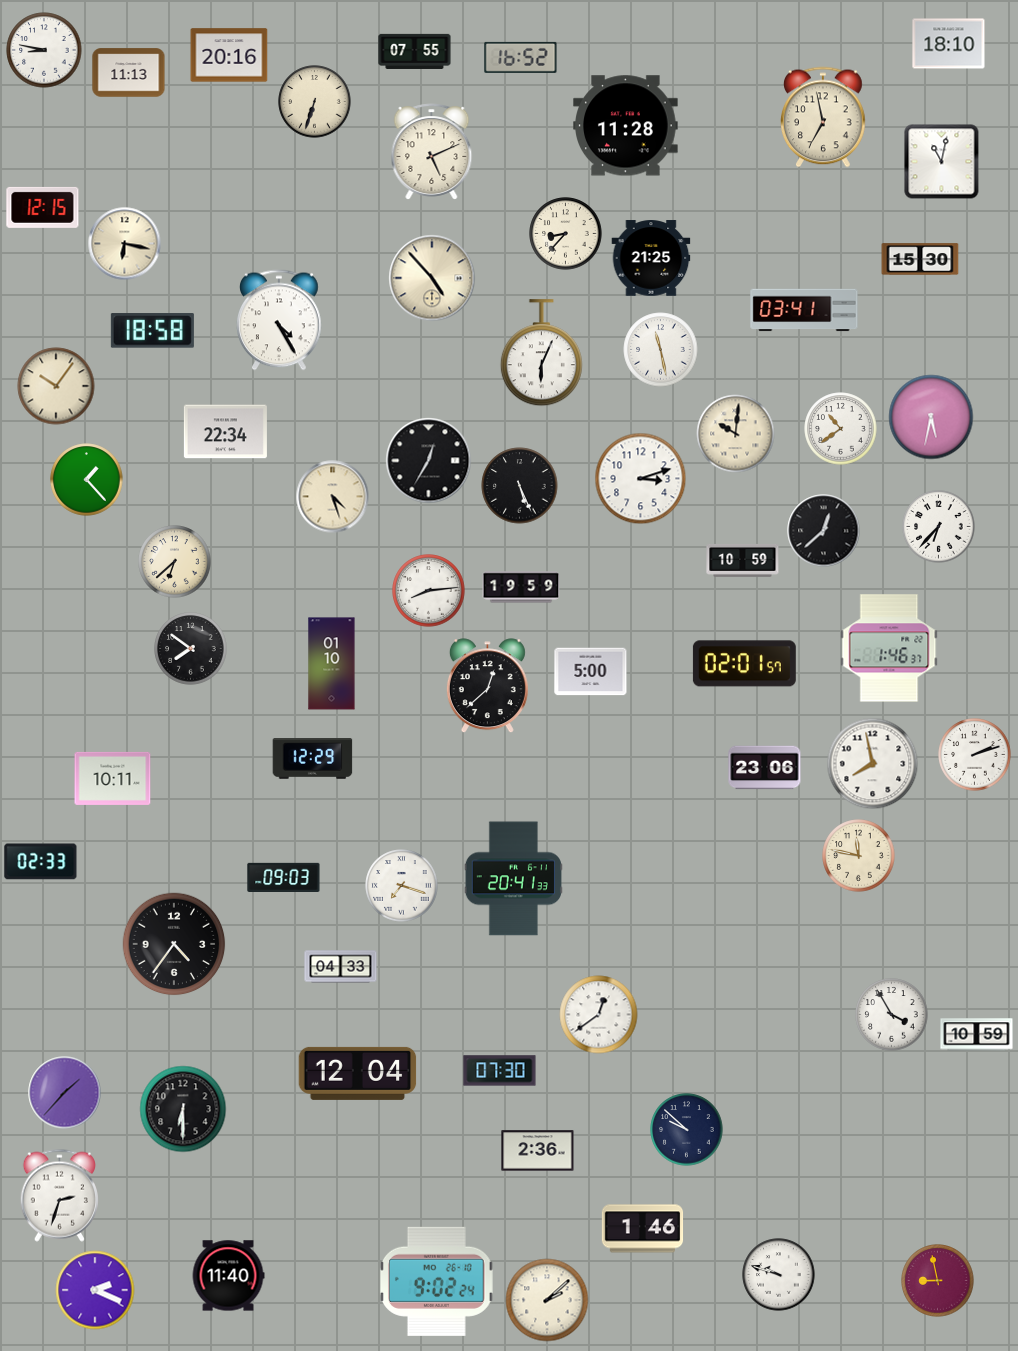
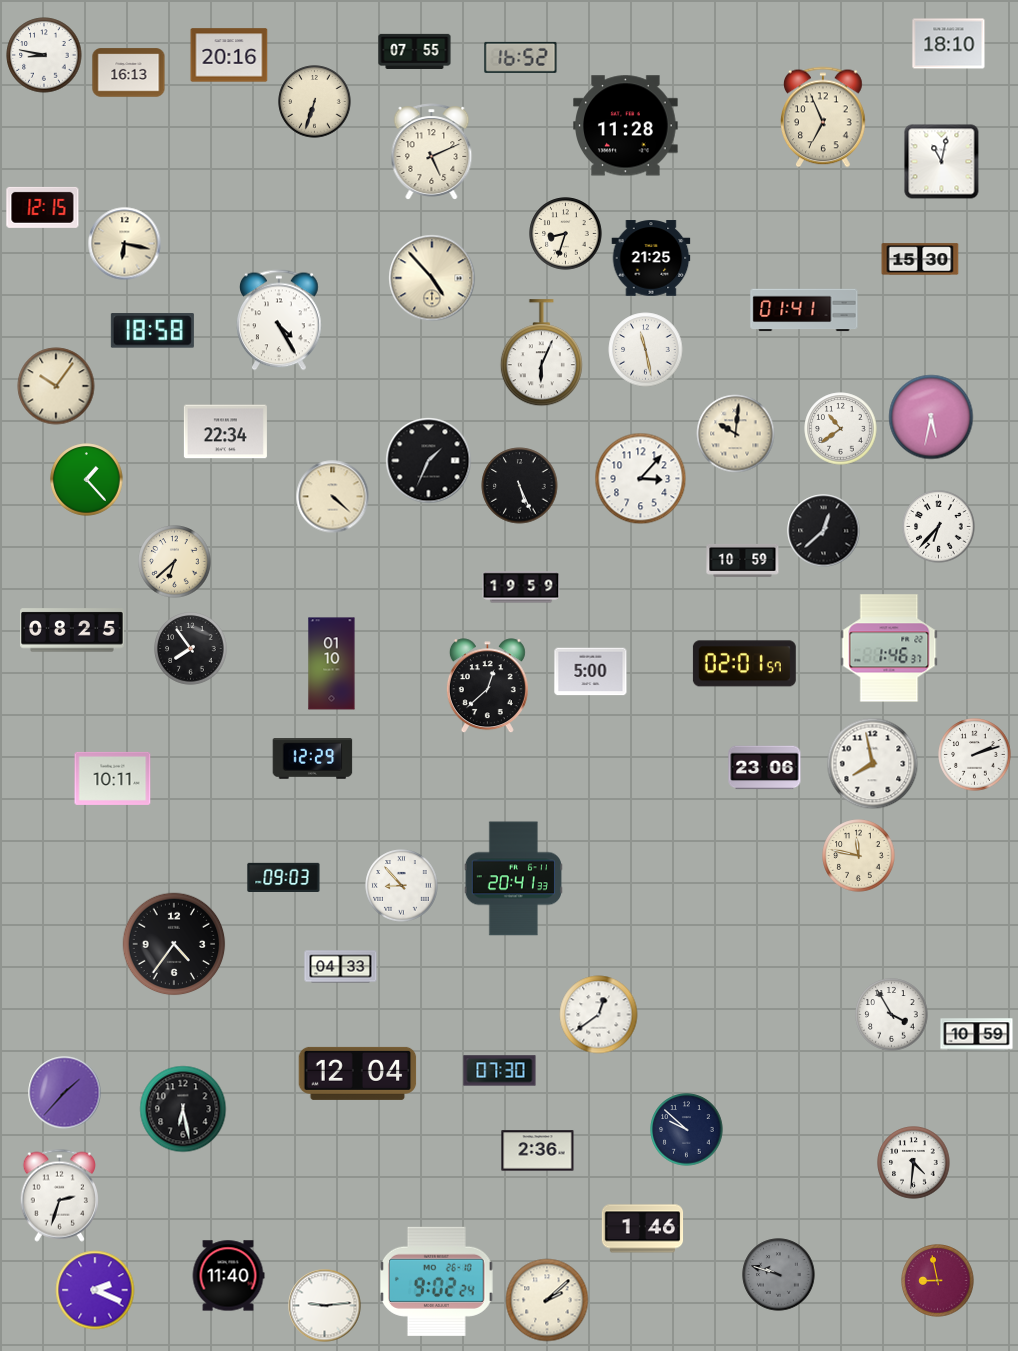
clock at (44, 50) position: (44, 50) -> (44, 55)
clock at (129, 73): 11:13 -> 16:13
clock at (824, 117): 6:58 -> 6:56
clock at (566, 234): 8:37 -> 8:33
clock at (804, 310): 03:41 -> 01:41
clock at (661, 350) position: (661, 350) -> (646, 350)
clock at (429, 461): 12:35 -> 1:34
clock at (641, 479): 3:12 -> 3:07
clock at (333, 497): 4:27 -> 4:22
clock at (429, 591): 8:14 -> none
clock at (73, 630): none -> 08:25
clock at (191, 649): 7:51 -> 7:54
clock at (41, 862): 02:33 -> none
clock at (402, 886): 7:18 -> 8:53
clock at (183, 1109): 6:30 -> 6:28
clock at (914, 1163): none -> 4:31
clock at (779, 1275) dial: white -> grey
clock at (325, 1306): none -> 9:14
